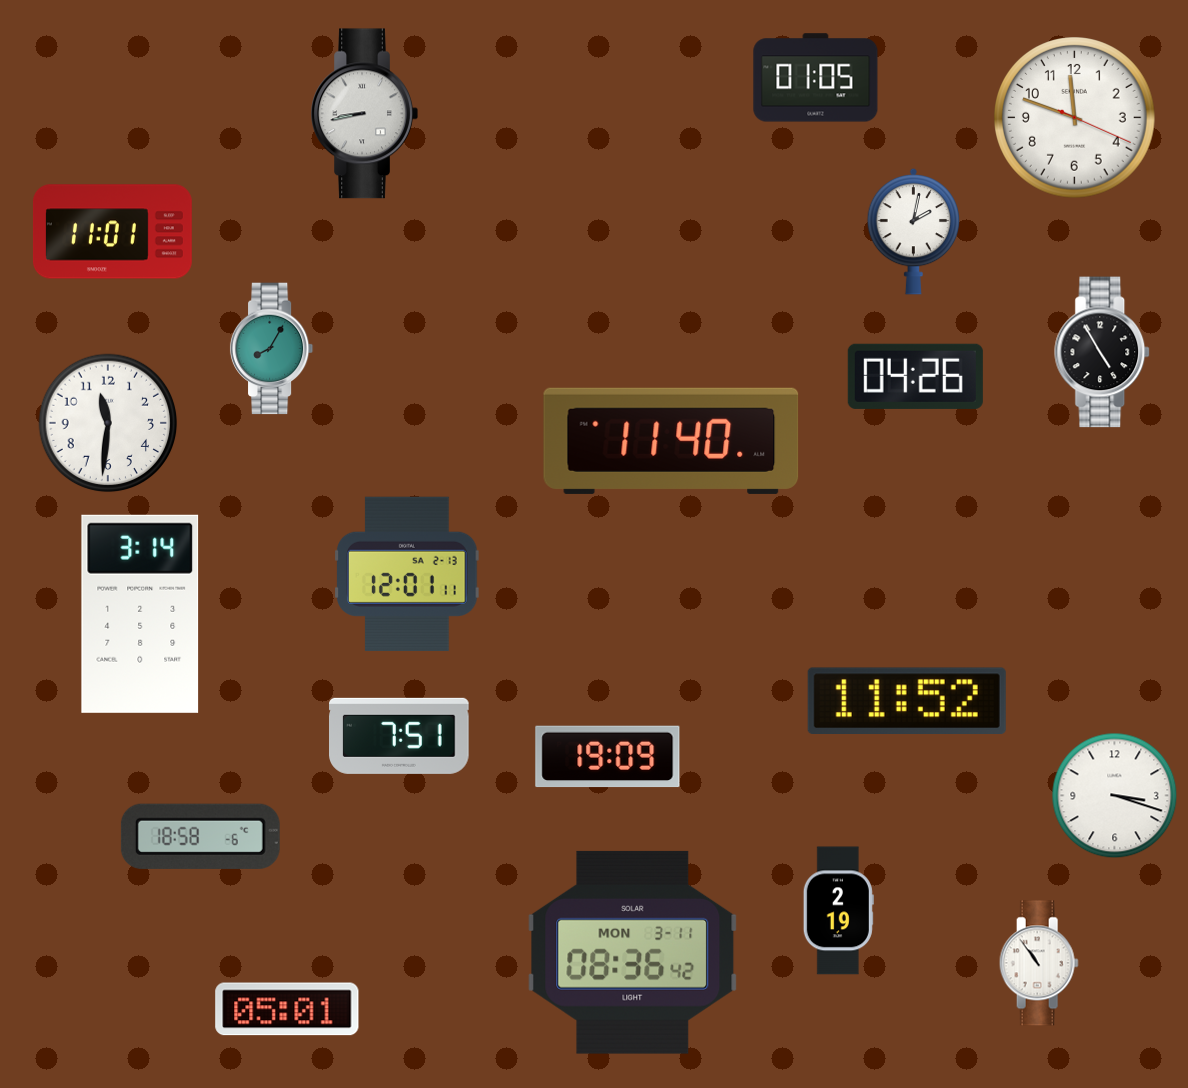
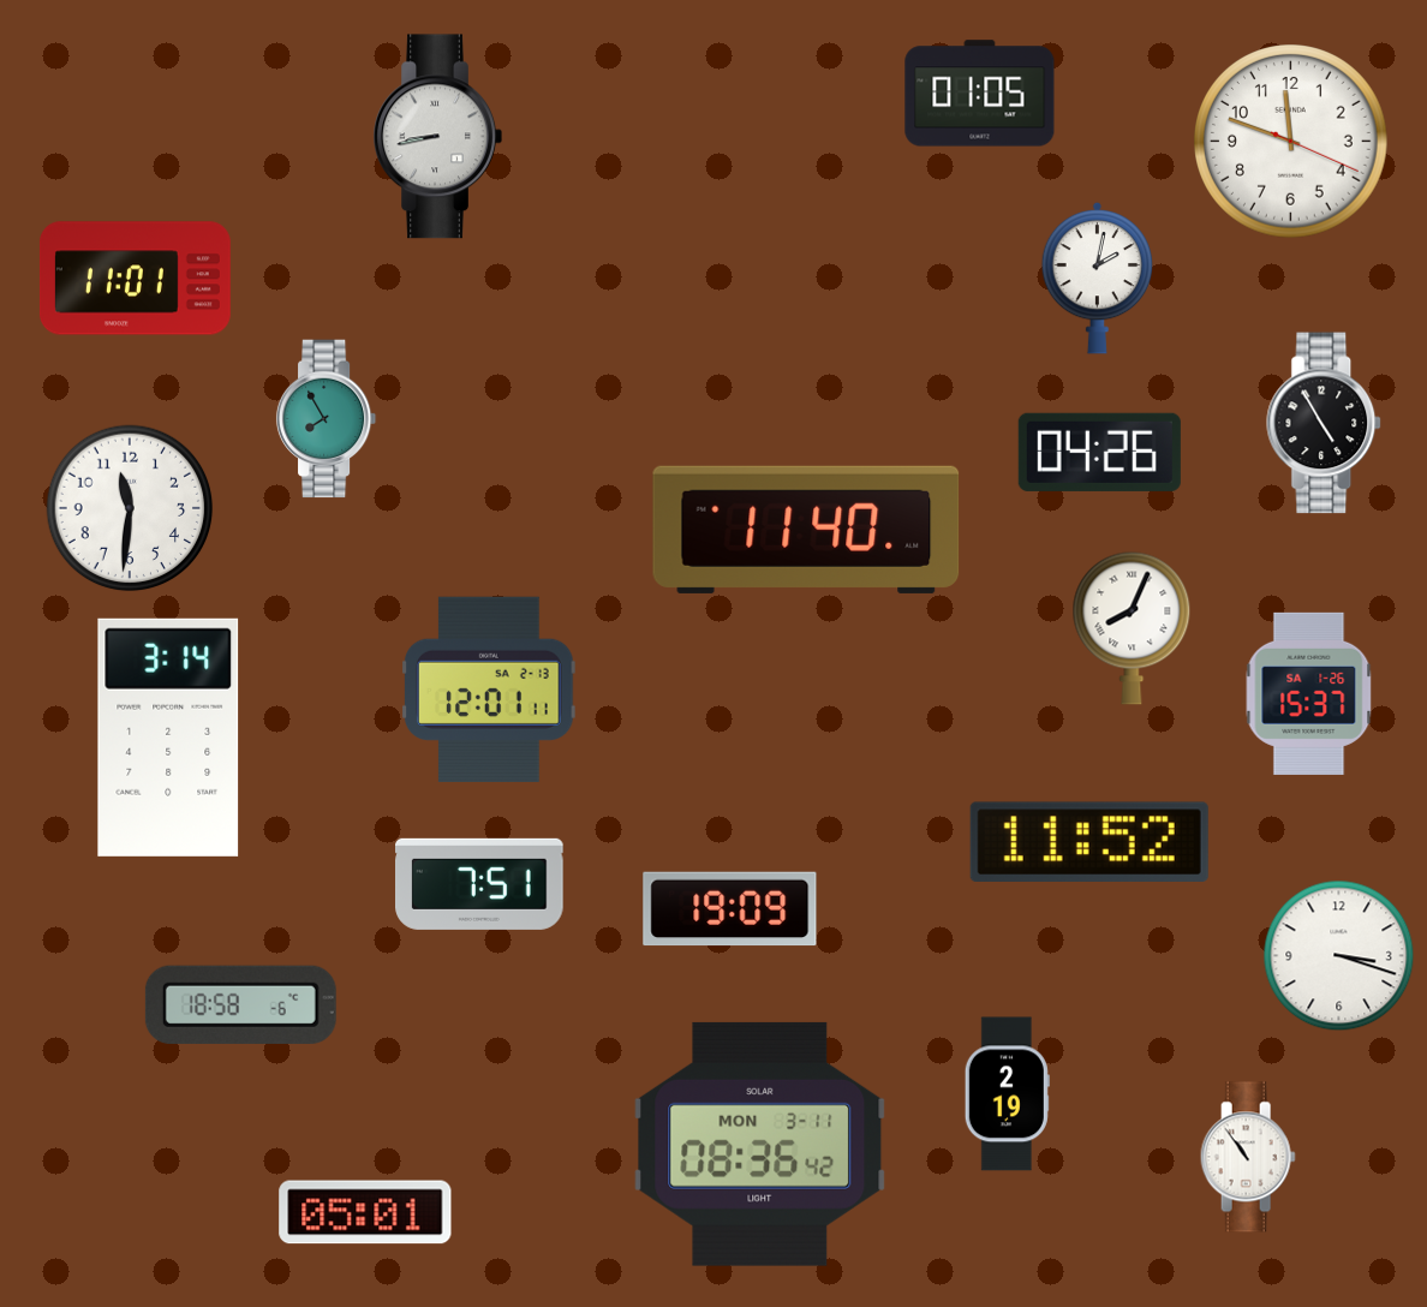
clock at (272, 349): 8:05 -> 7:55
clock at (1132, 628): none -> 8:04
clock at (1309, 693): none -> 15:37
clock at (287, 1009) position: (287, 1009) -> (365, 1212)
